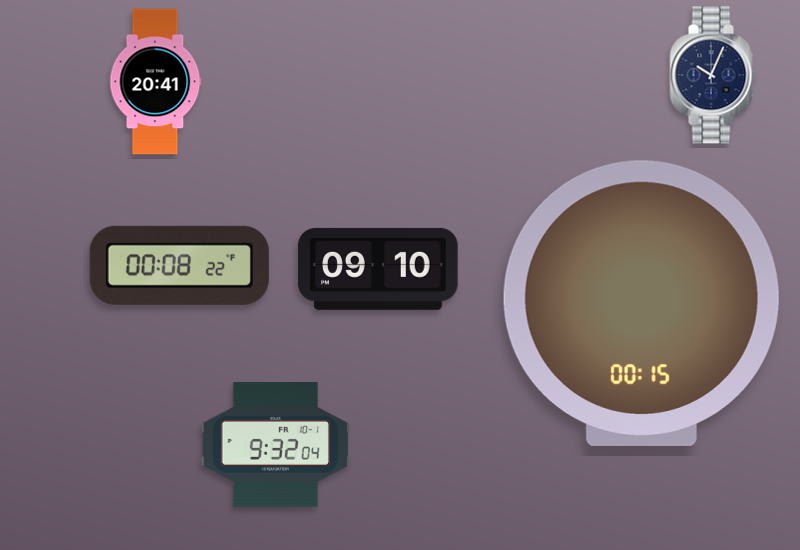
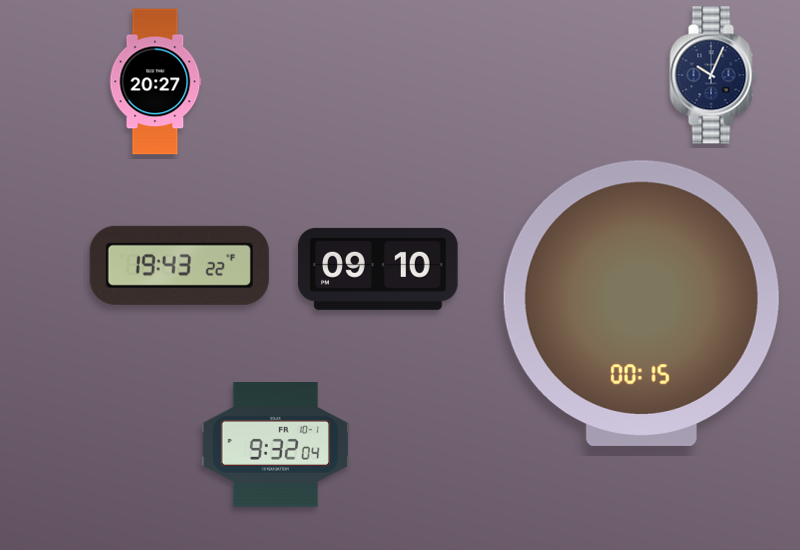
clock at (155, 82): 20:41 -> 20:27
clock at (179, 265): 00:08 -> 19:43
